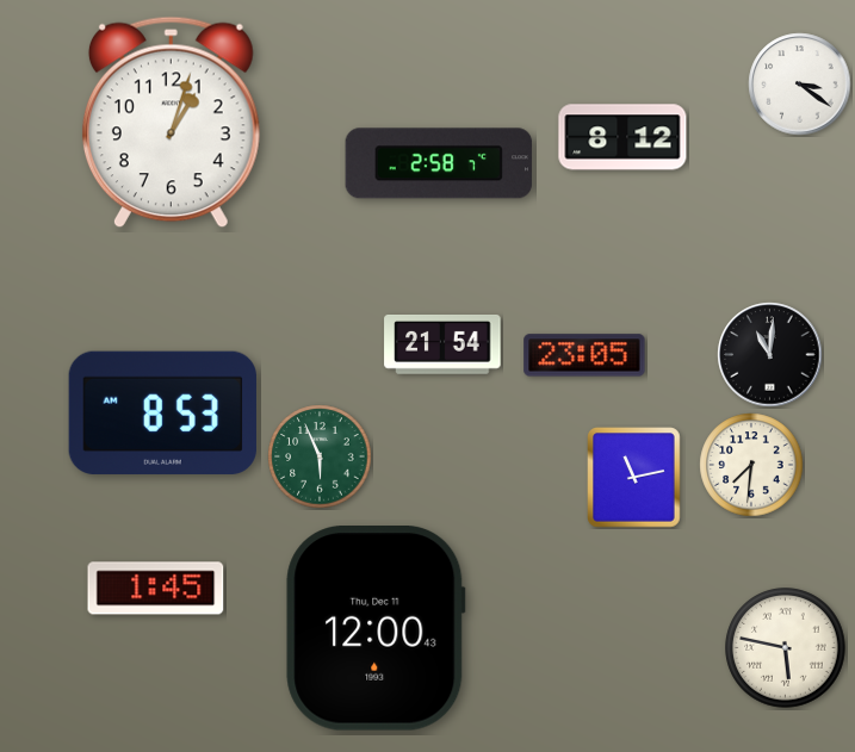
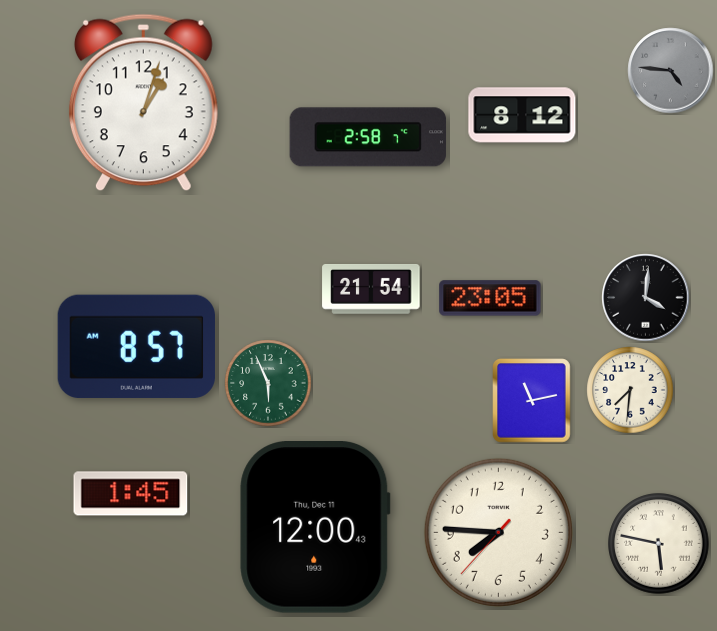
clock at (800, 85): 3:21 -> 4:46
clock at (800, 85) dial: white -> grey
clock at (770, 355): 11:01 -> 4:01
clock at (162, 412): 8:53 -> 8:57
clock at (498, 532): none -> 7:45
